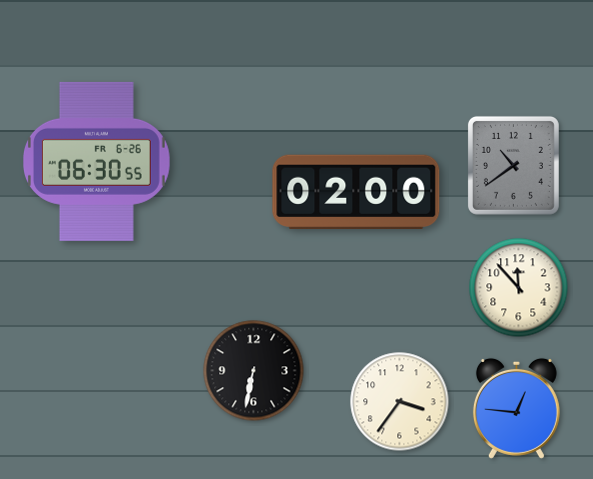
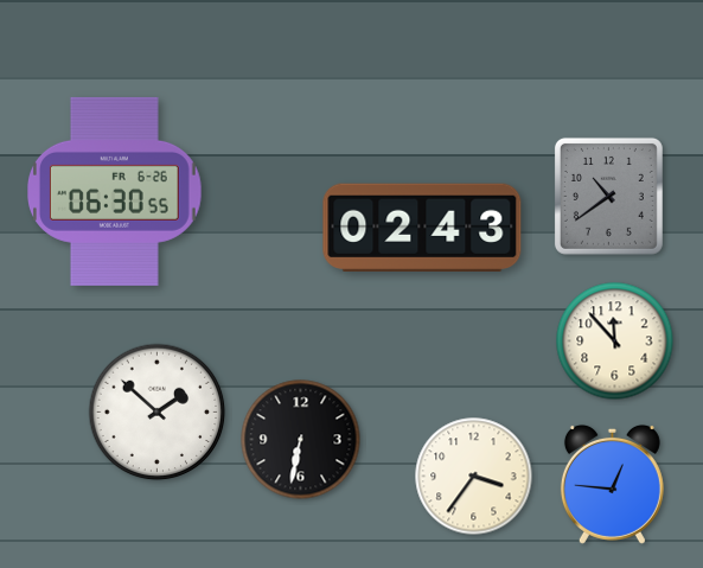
clock at (356, 191): 02:00 -> 02:43
clock at (158, 413): none -> 1:52
